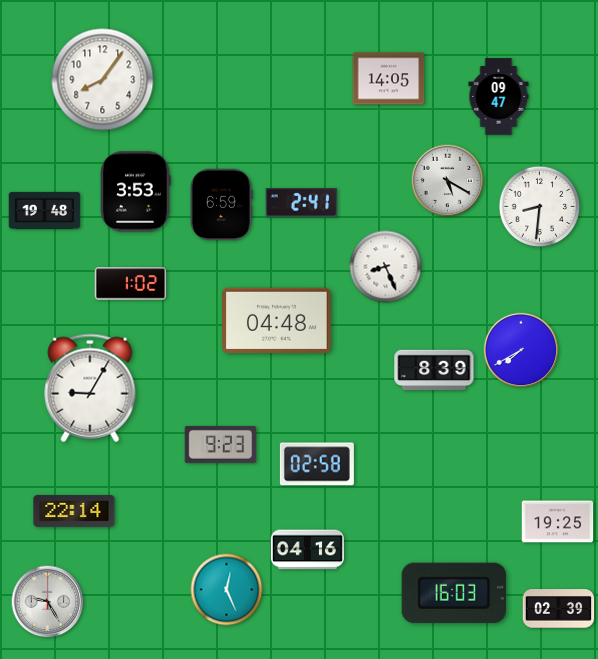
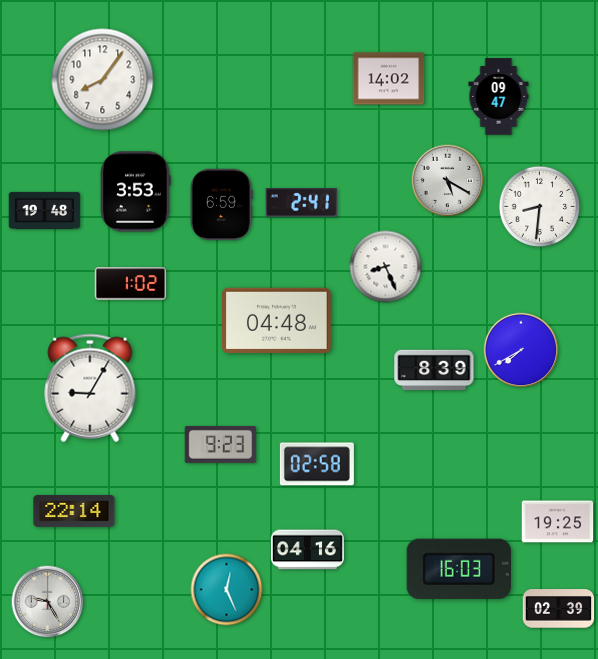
clock at (389, 79): 14:05 -> 14:02
clock at (454, 593) position: (454, 593) -> (459, 569)
